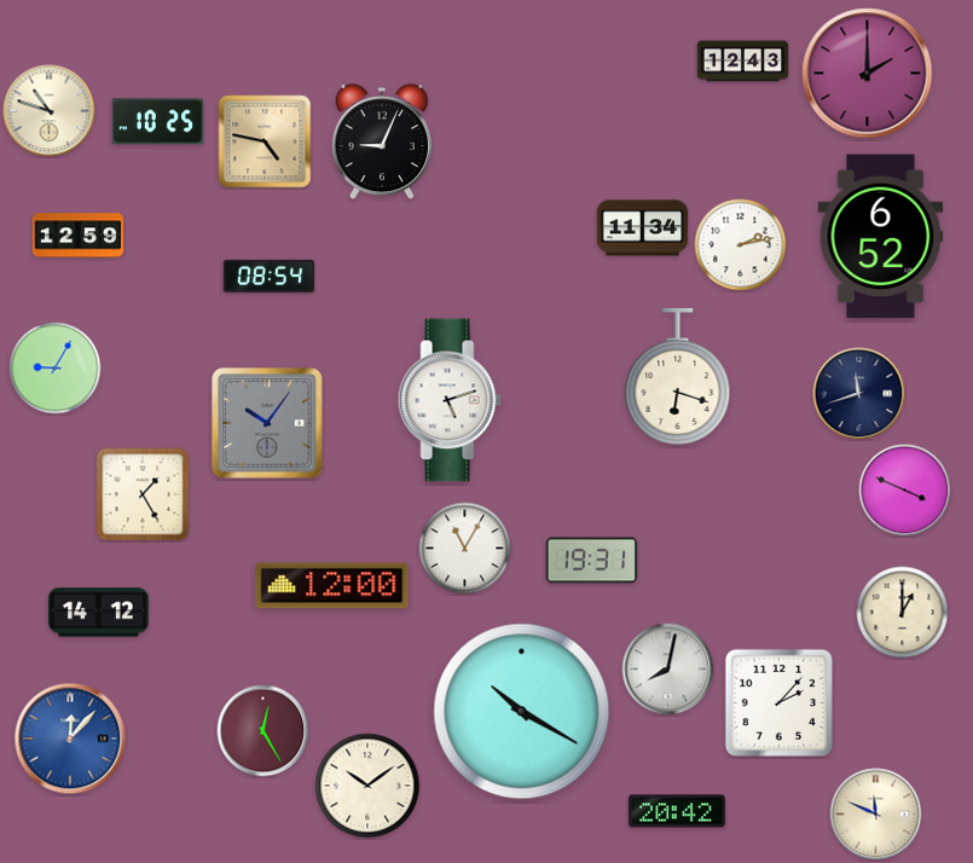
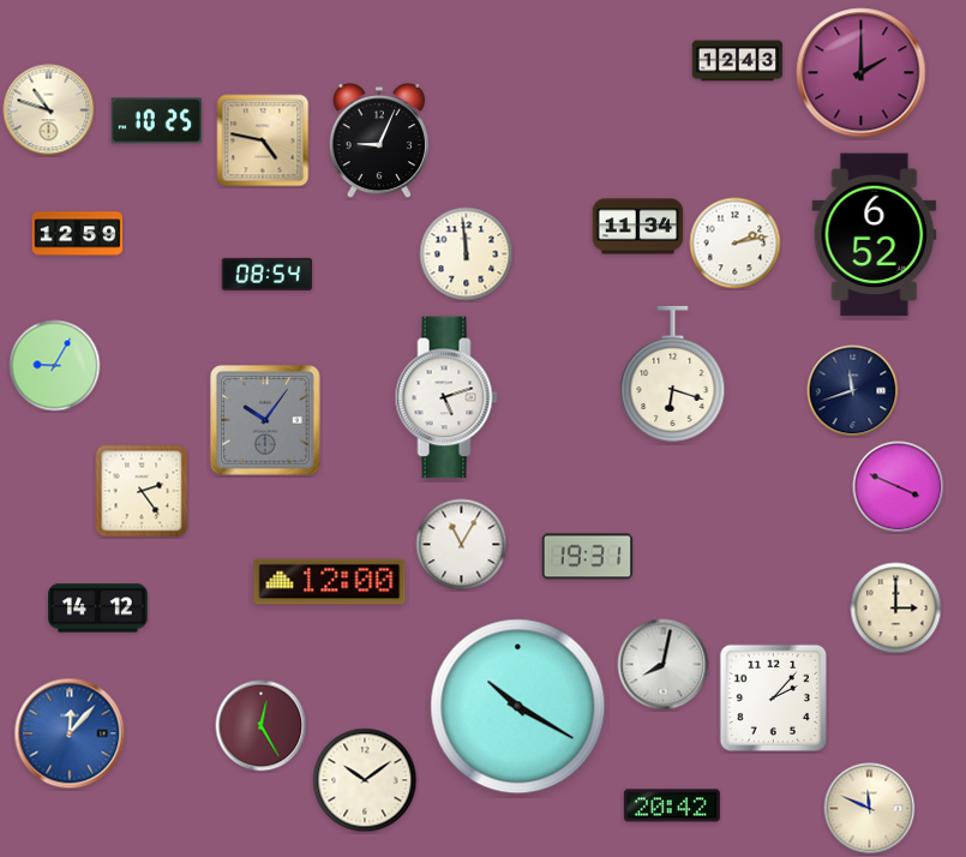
clock at (467, 254): none -> 11:59
clock at (143, 494): 1:25 -> 2:24
clock at (903, 613): 1:00 -> 3:00
